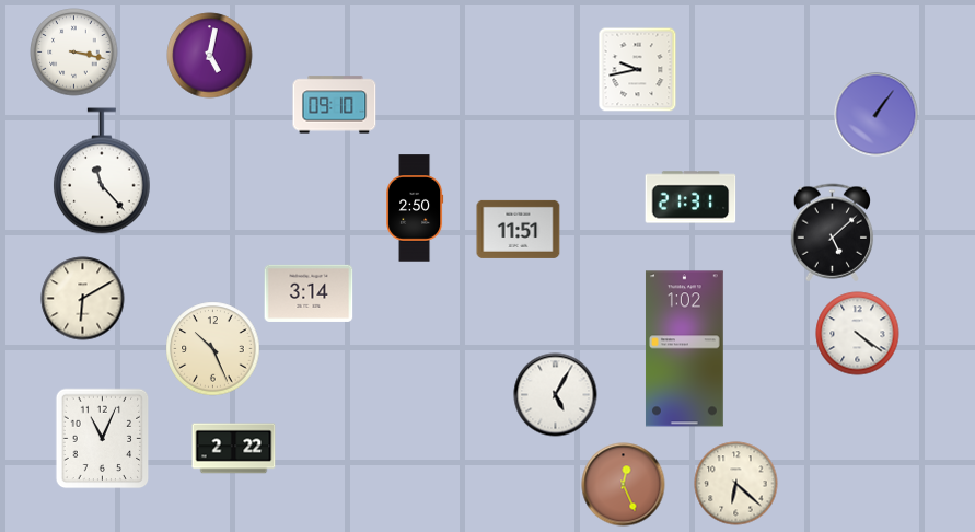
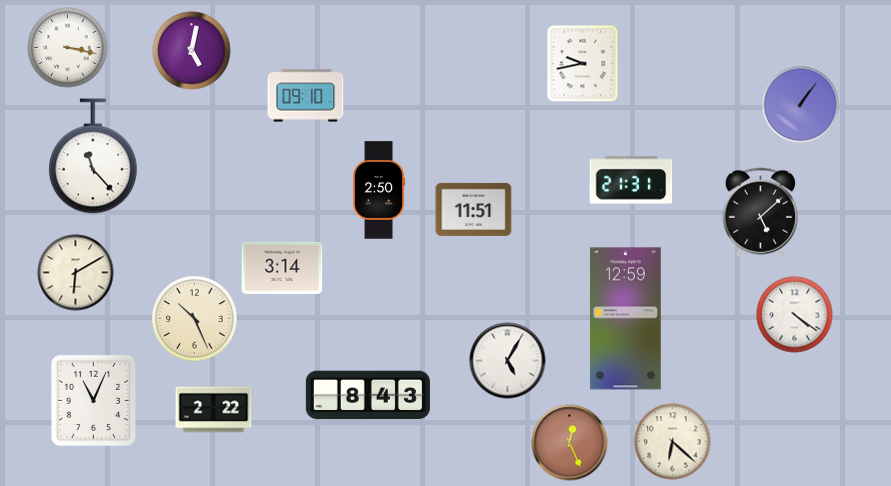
clock at (858, 334) position: (858, 334) -> (795, 315)
clock at (684, 349): 1:02 -> 12:59
clock at (368, 395): none -> 8:43
